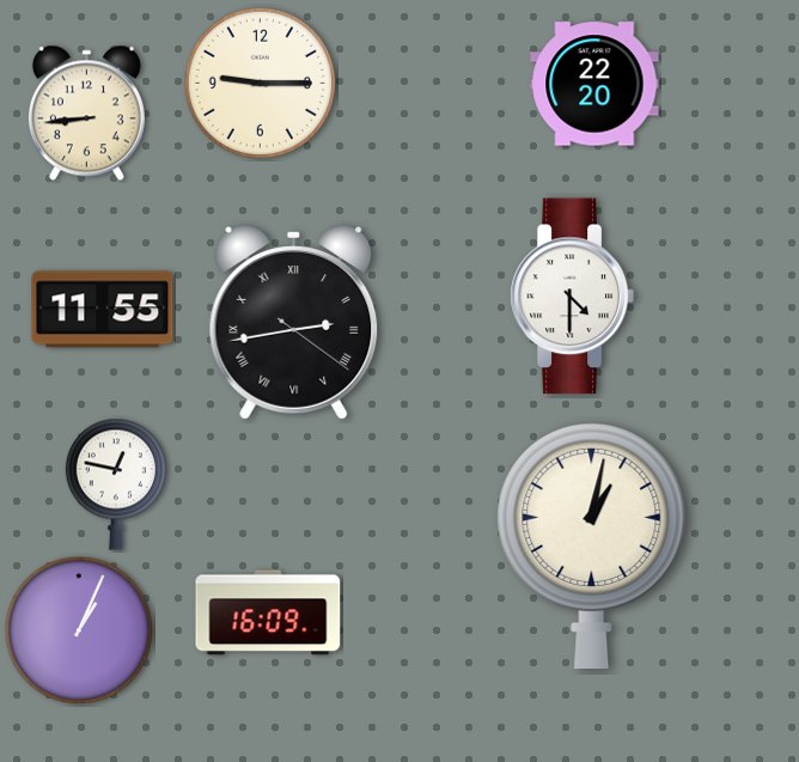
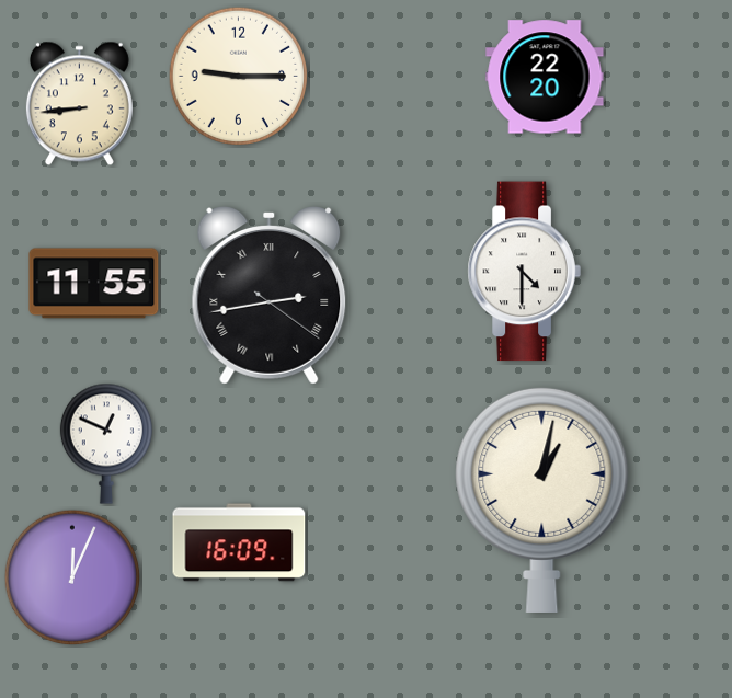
clock at (116, 484): 12:47 -> 12:49
clock at (268, 612) position: (268, 612) -> (239, 542)
clock at (78, 629): 1:04 -> 12:04
